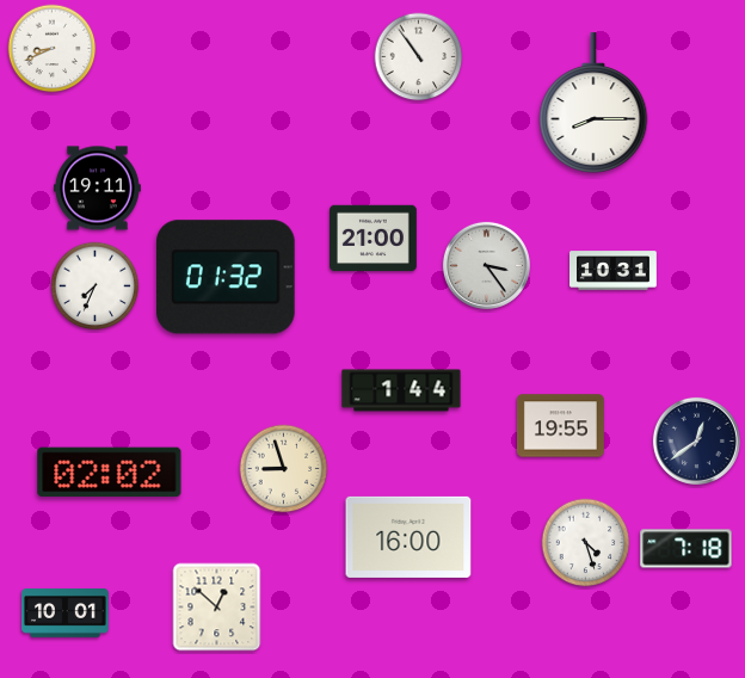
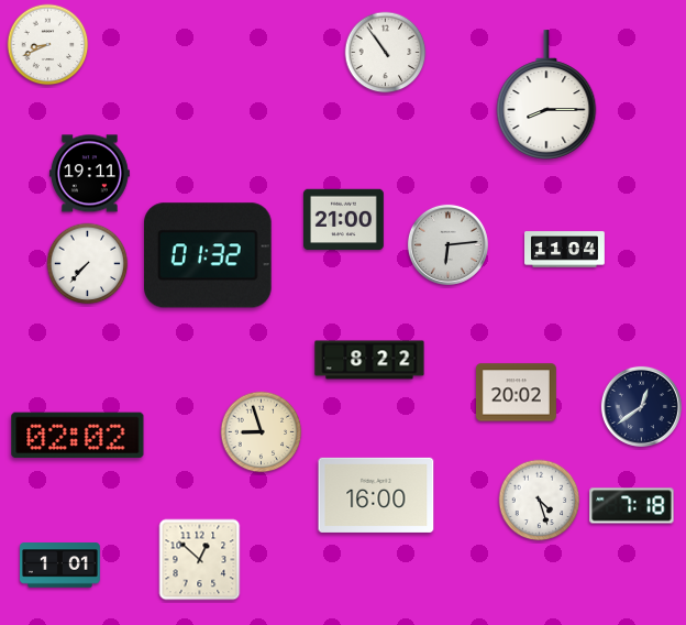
clock at (486, 265): 3:24 -> 6:14
clock at (614, 271): 10:31 -> 11:04
clock at (96, 286): 7:34 -> 7:37
clock at (401, 390): 1:44 -> 8:22
clock at (561, 426): 19:55 -> 20:02
clock at (110, 473) position: (110, 473) -> (78, 436)
clock at (66, 614): 10:01 -> 1:01
